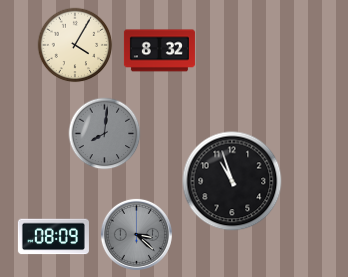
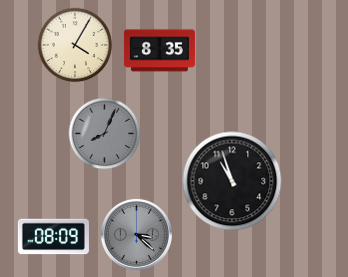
clock at (159, 51): 8:32 -> 8:35
clock at (105, 134): 8:01 -> 8:04
